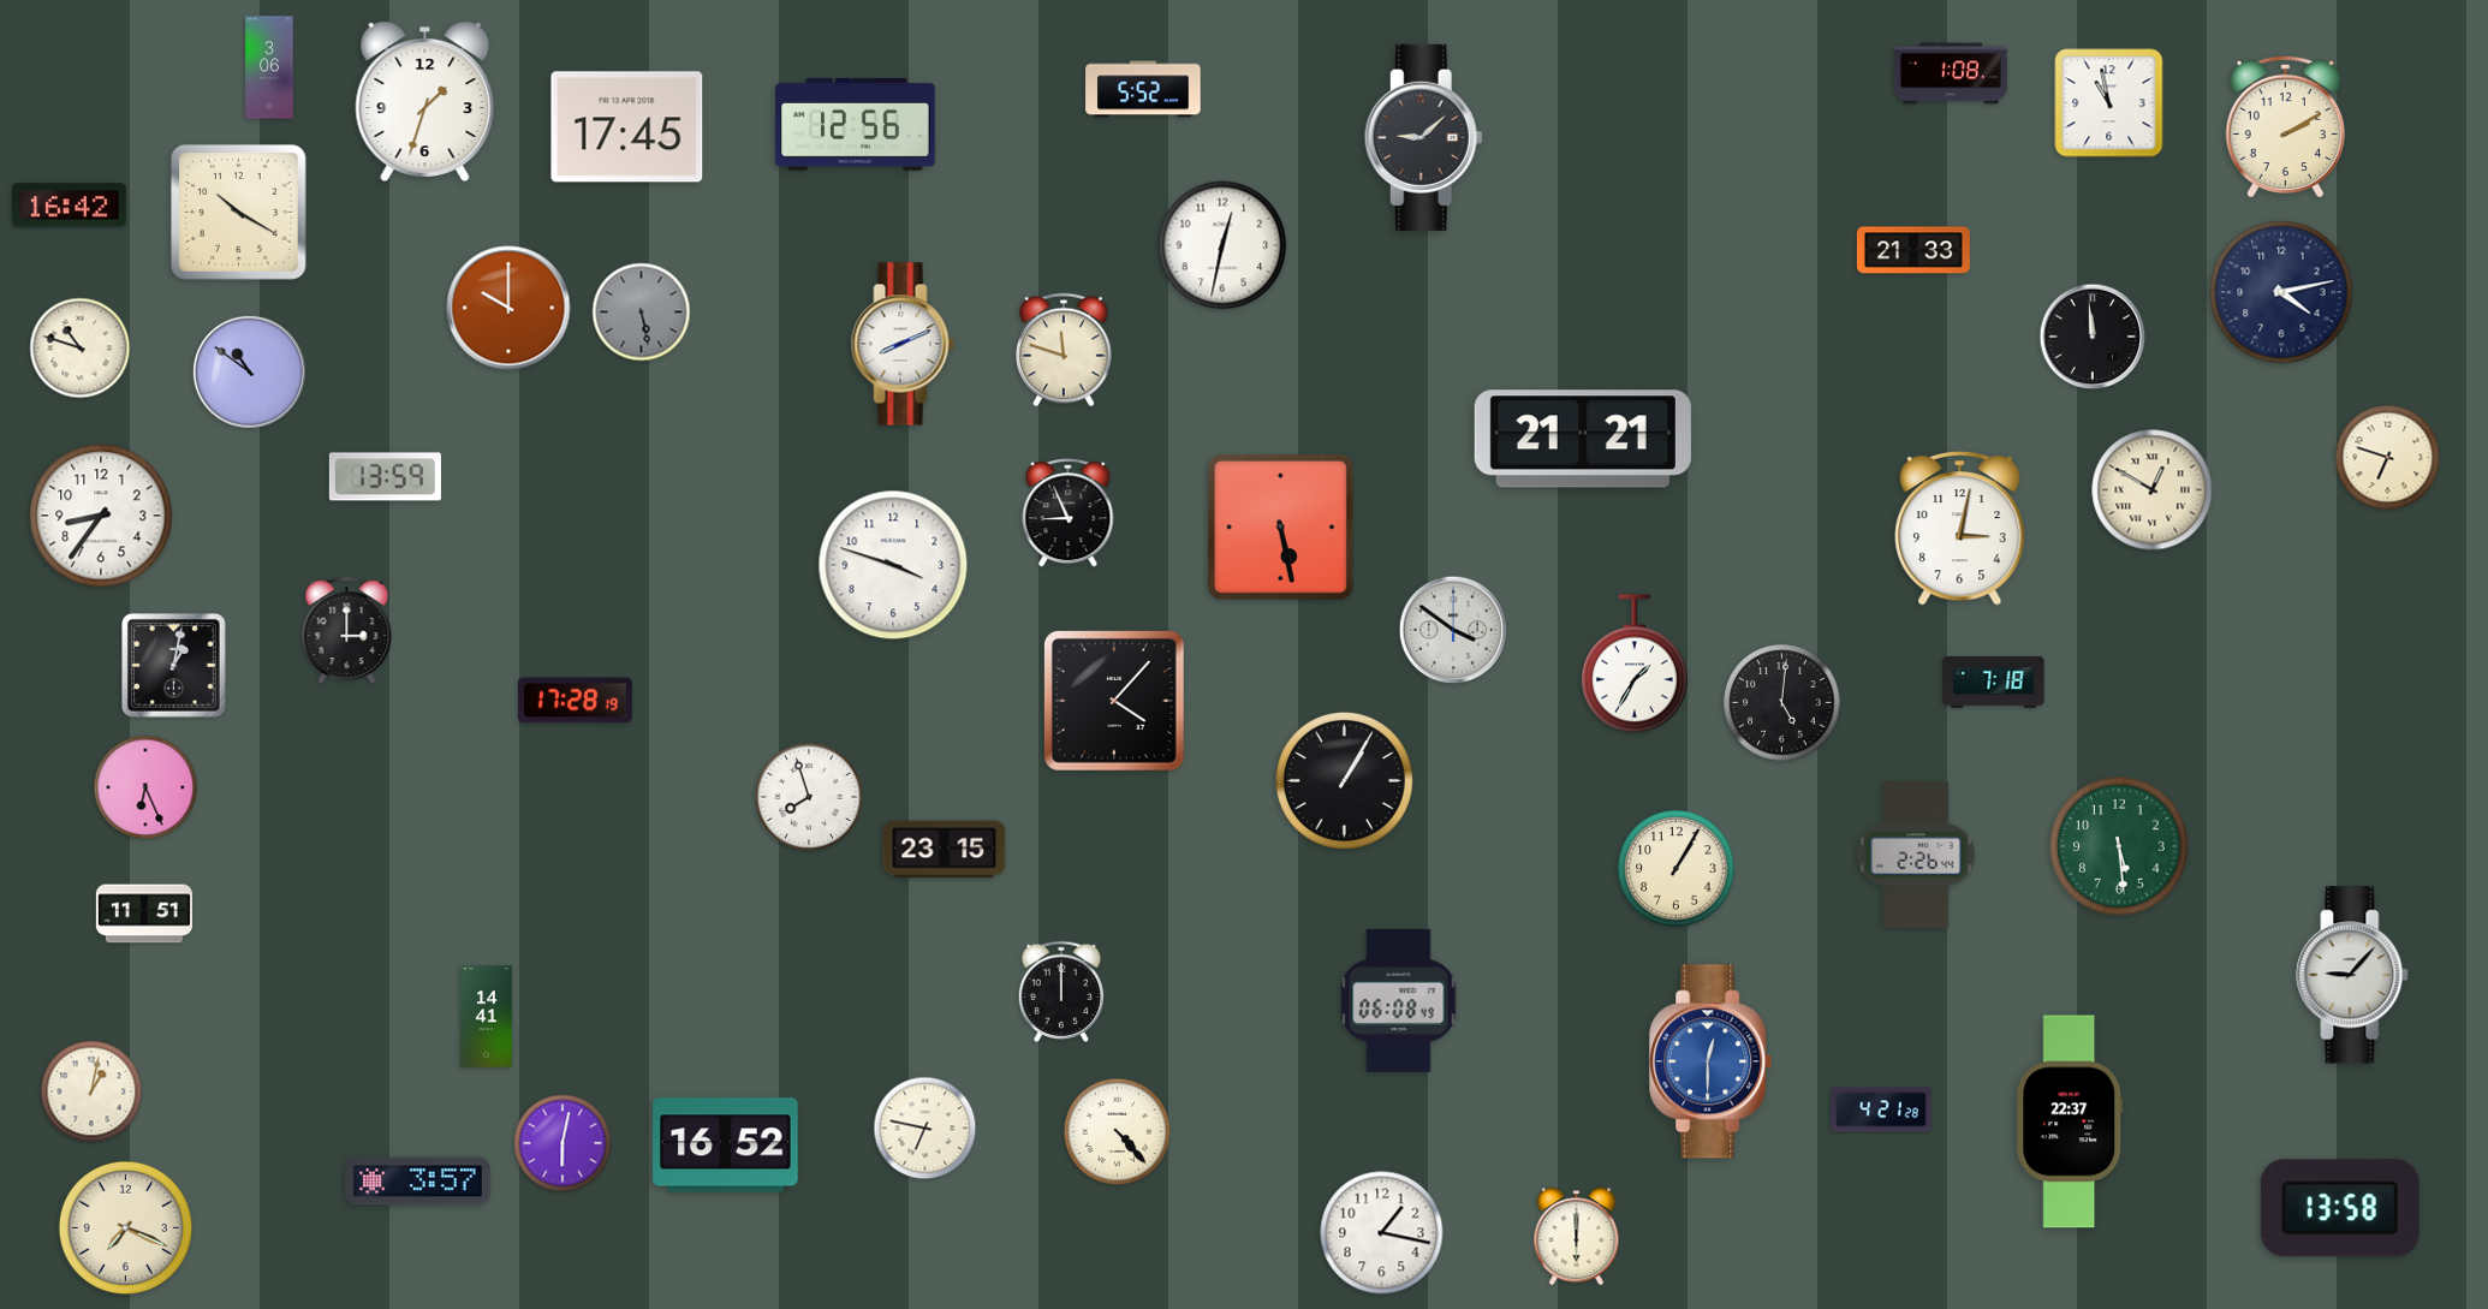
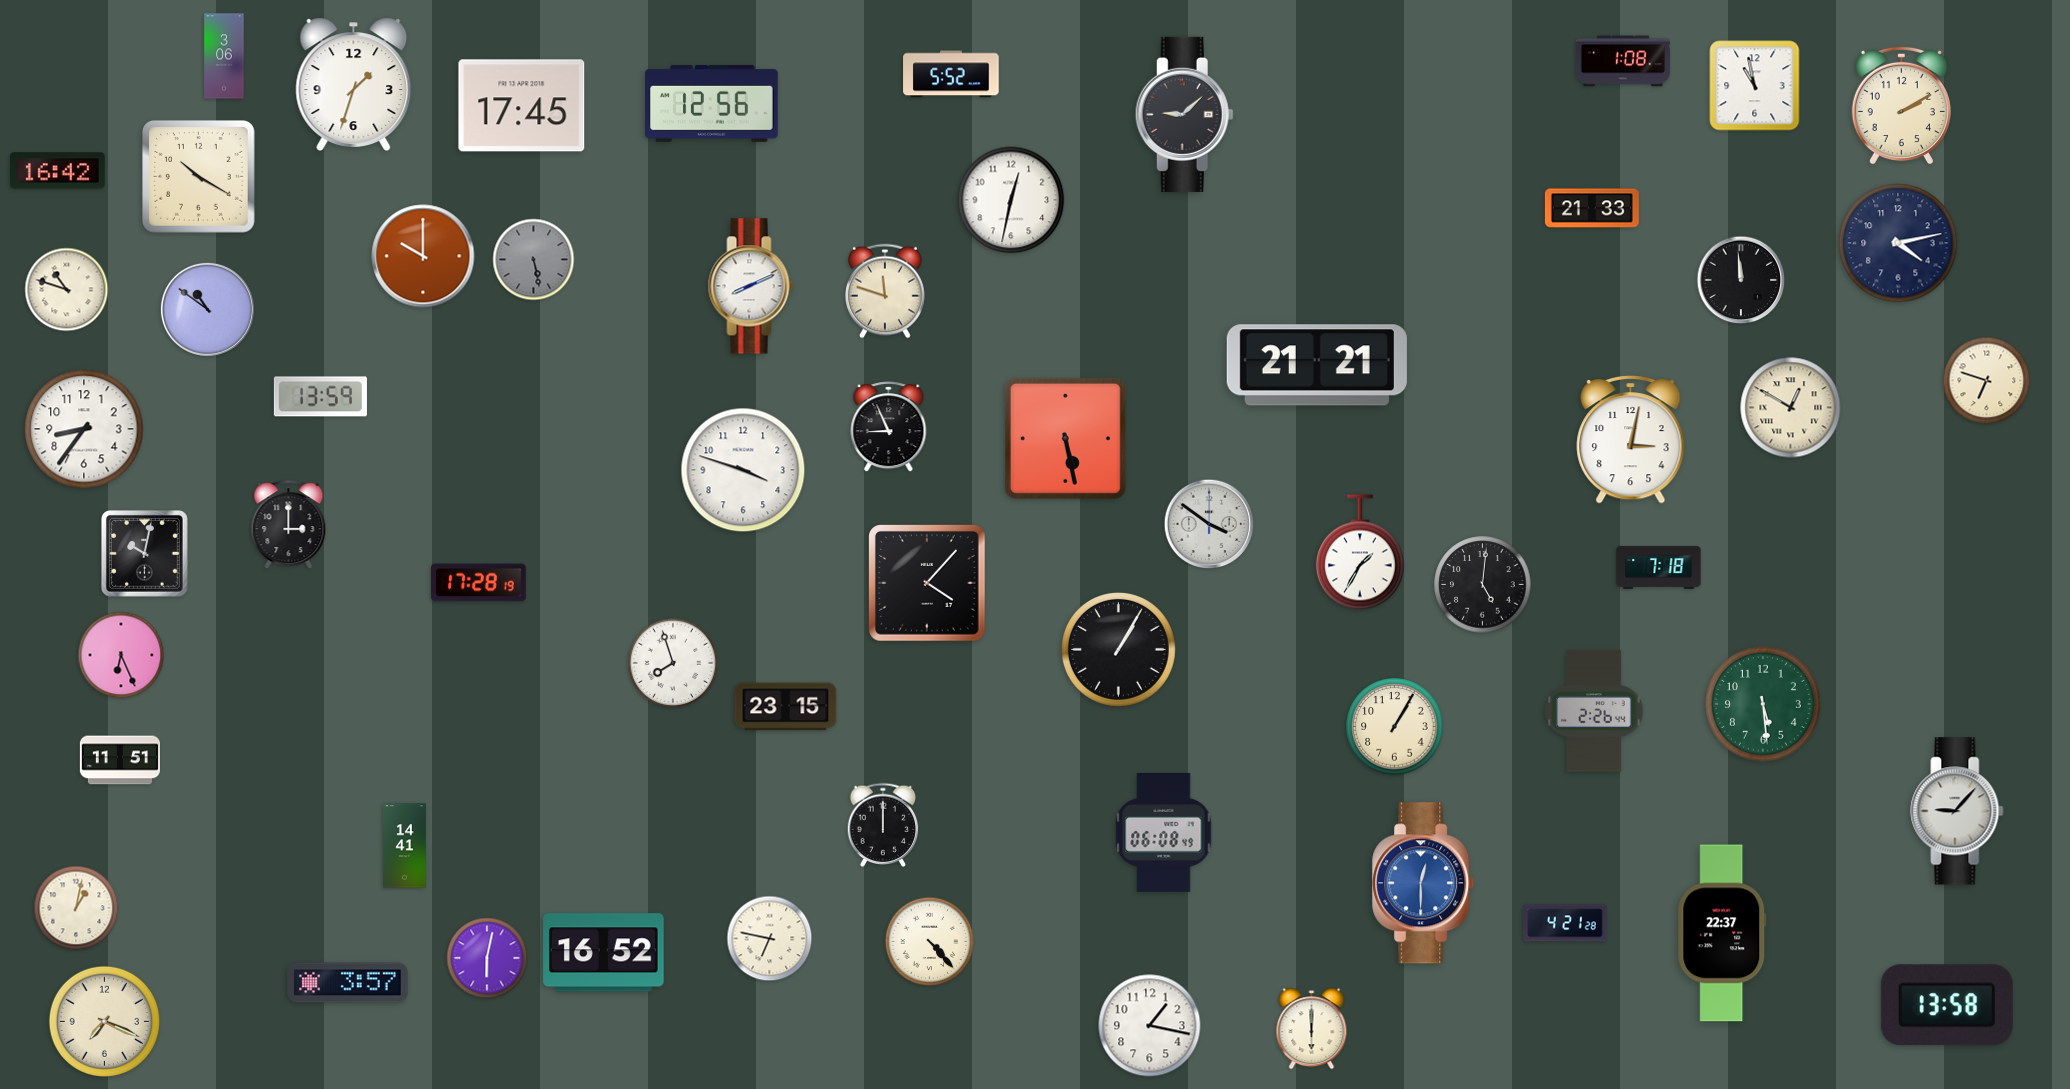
clock at (1222, 245) position: (1222, 245) -> (1011, 200)
clock at (174, 666): 1:02 -> 10:02
clock at (1677, 869) position: (1677, 869) -> (1395, 727)
clock at (563, 1143) position: (563, 1143) -> (487, 958)
